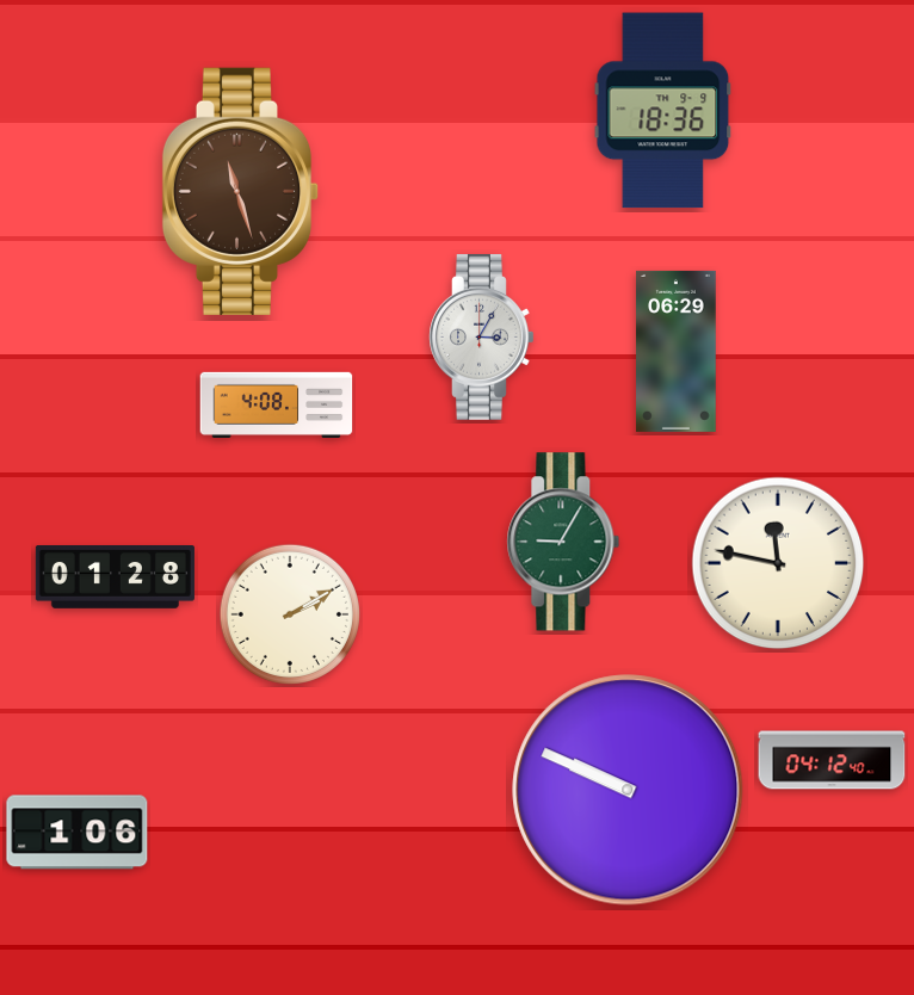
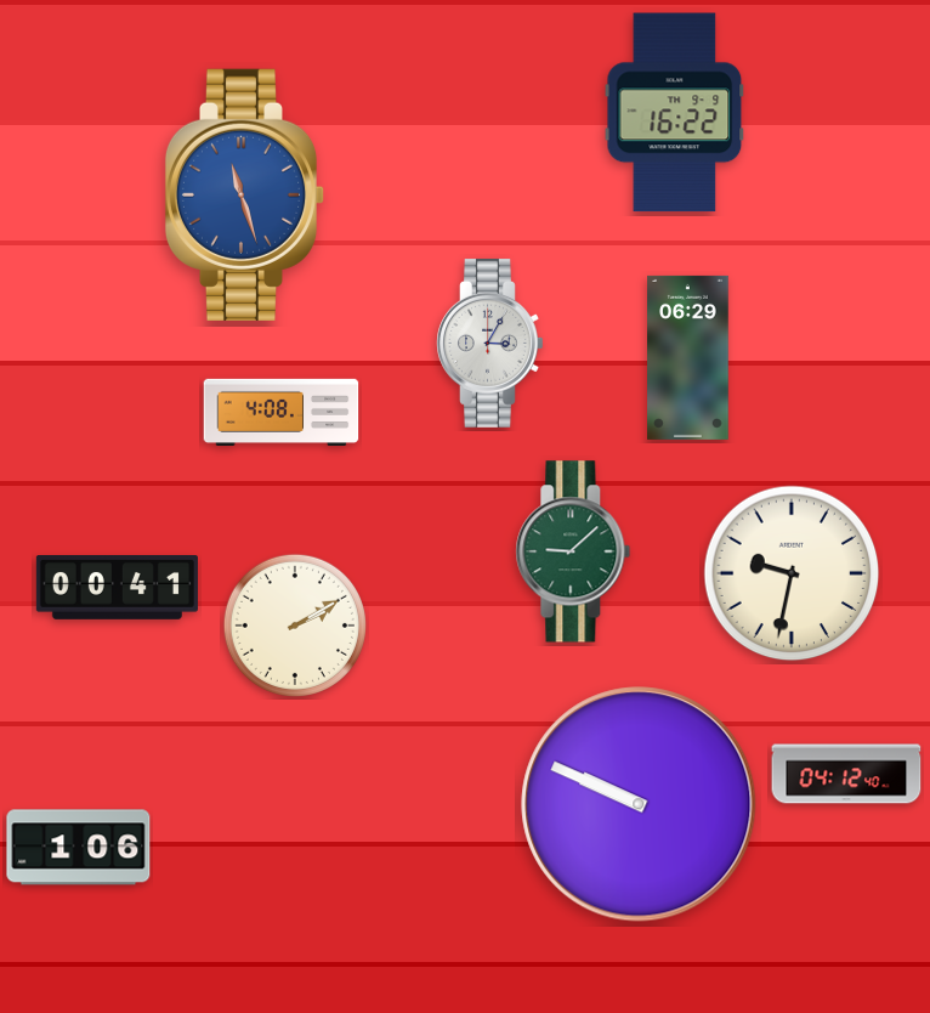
clock at (663, 111): 18:36 -> 16:22
clock at (241, 191) dial: brown -> blue
clock at (563, 542): 9:05 -> 9:08
clock at (778, 563): 11:47 -> 9:32
clock at (115, 577): 01:28 -> 00:41
